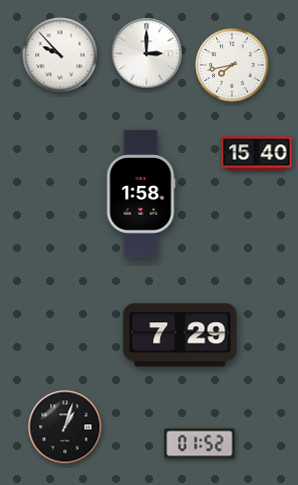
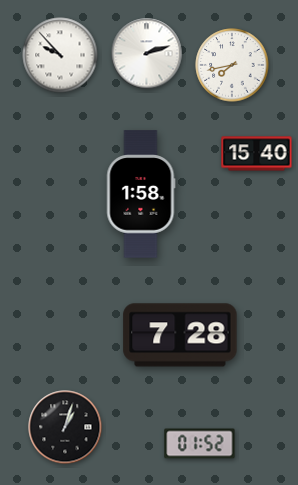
clock at (147, 54): 3:00 -> 2:12
clock at (180, 335): 7:29 -> 7:28
